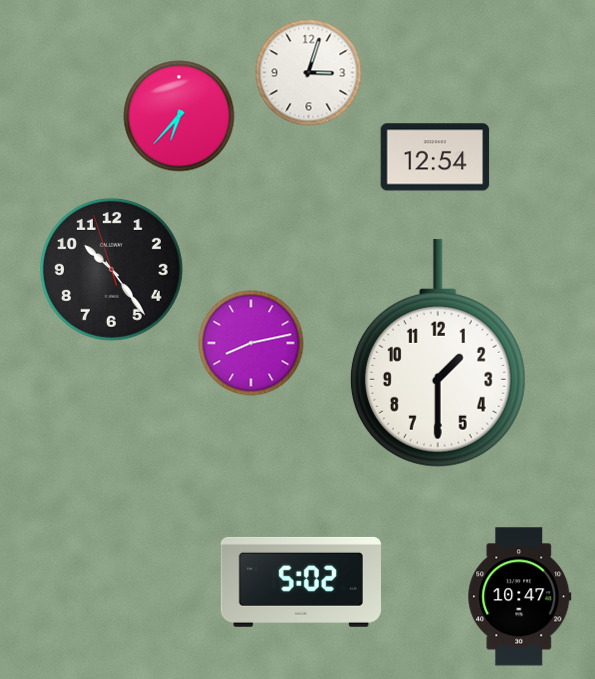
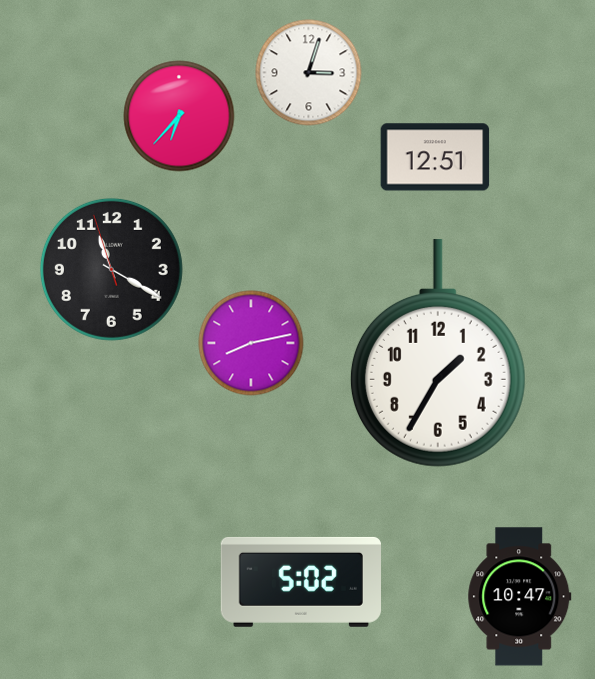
clock at (435, 157): 12:54 -> 12:51
clock at (111, 269): 10:23 -> 11:19
clock at (438, 353): 1:30 -> 1:35
